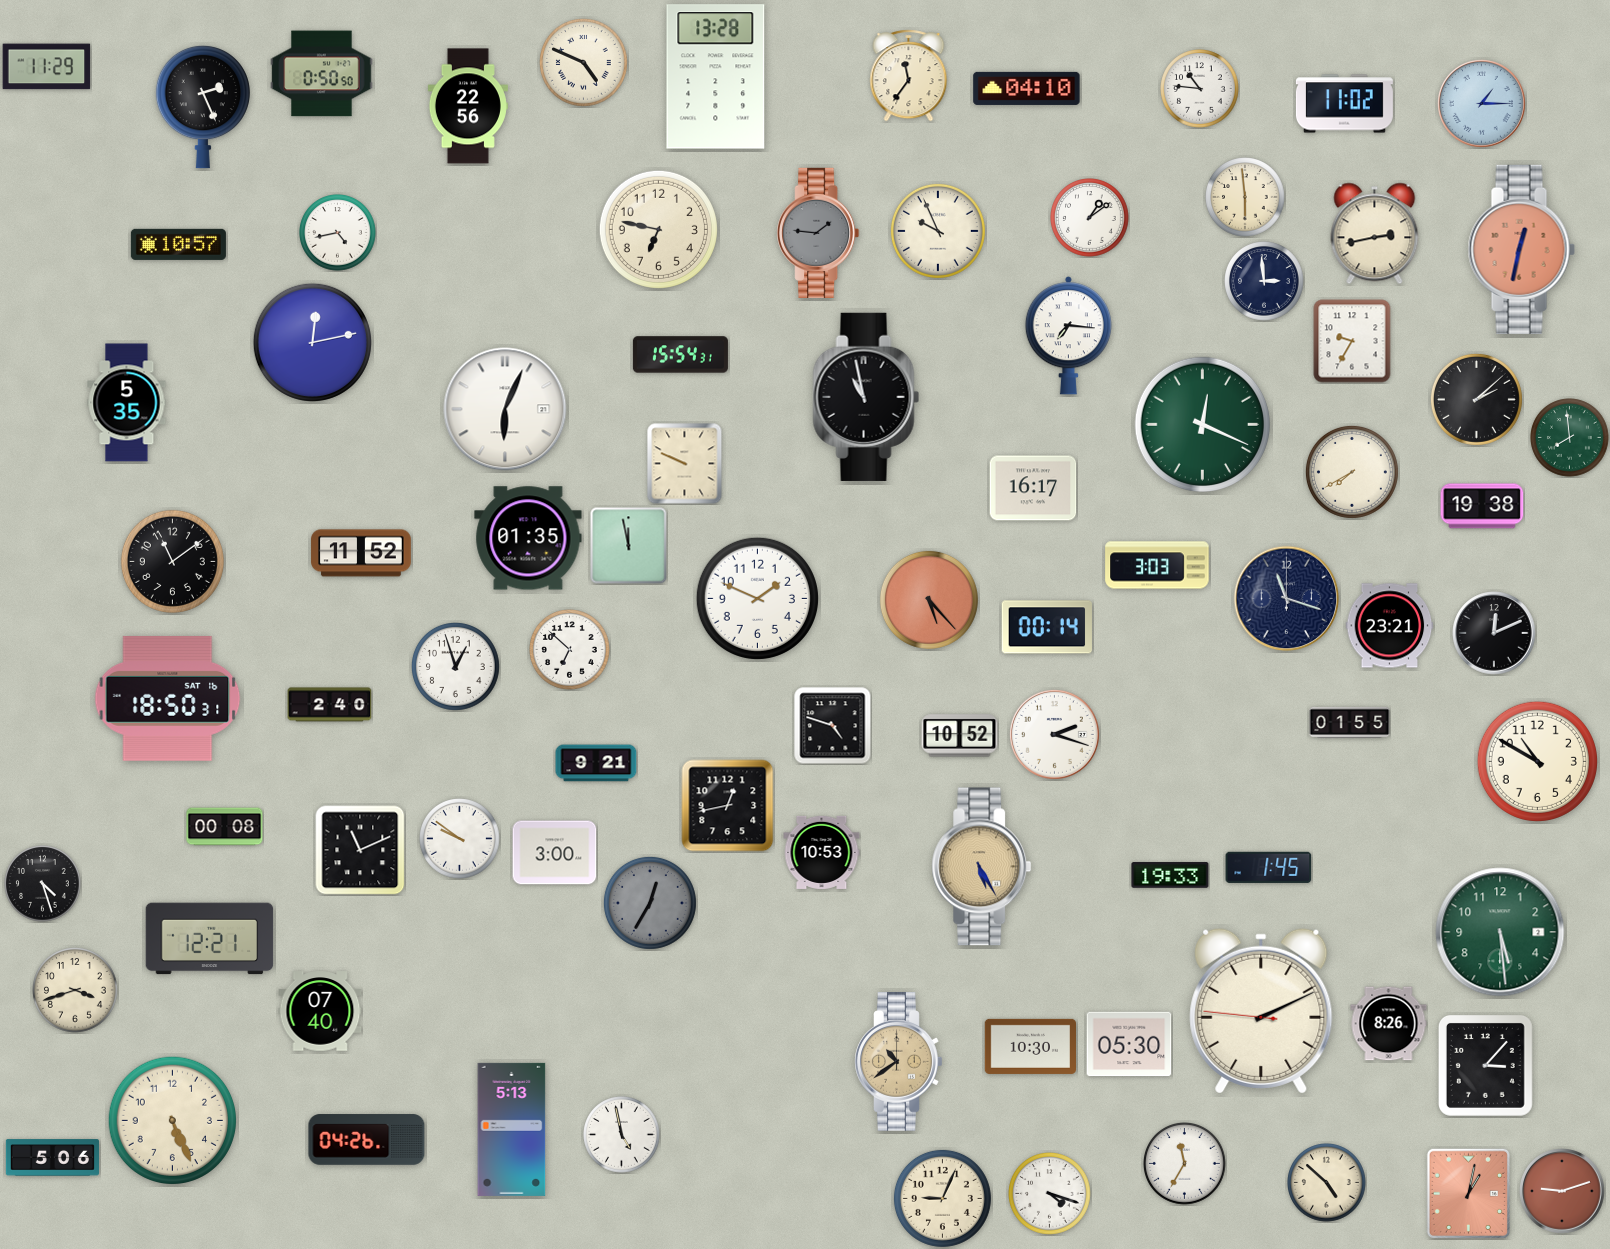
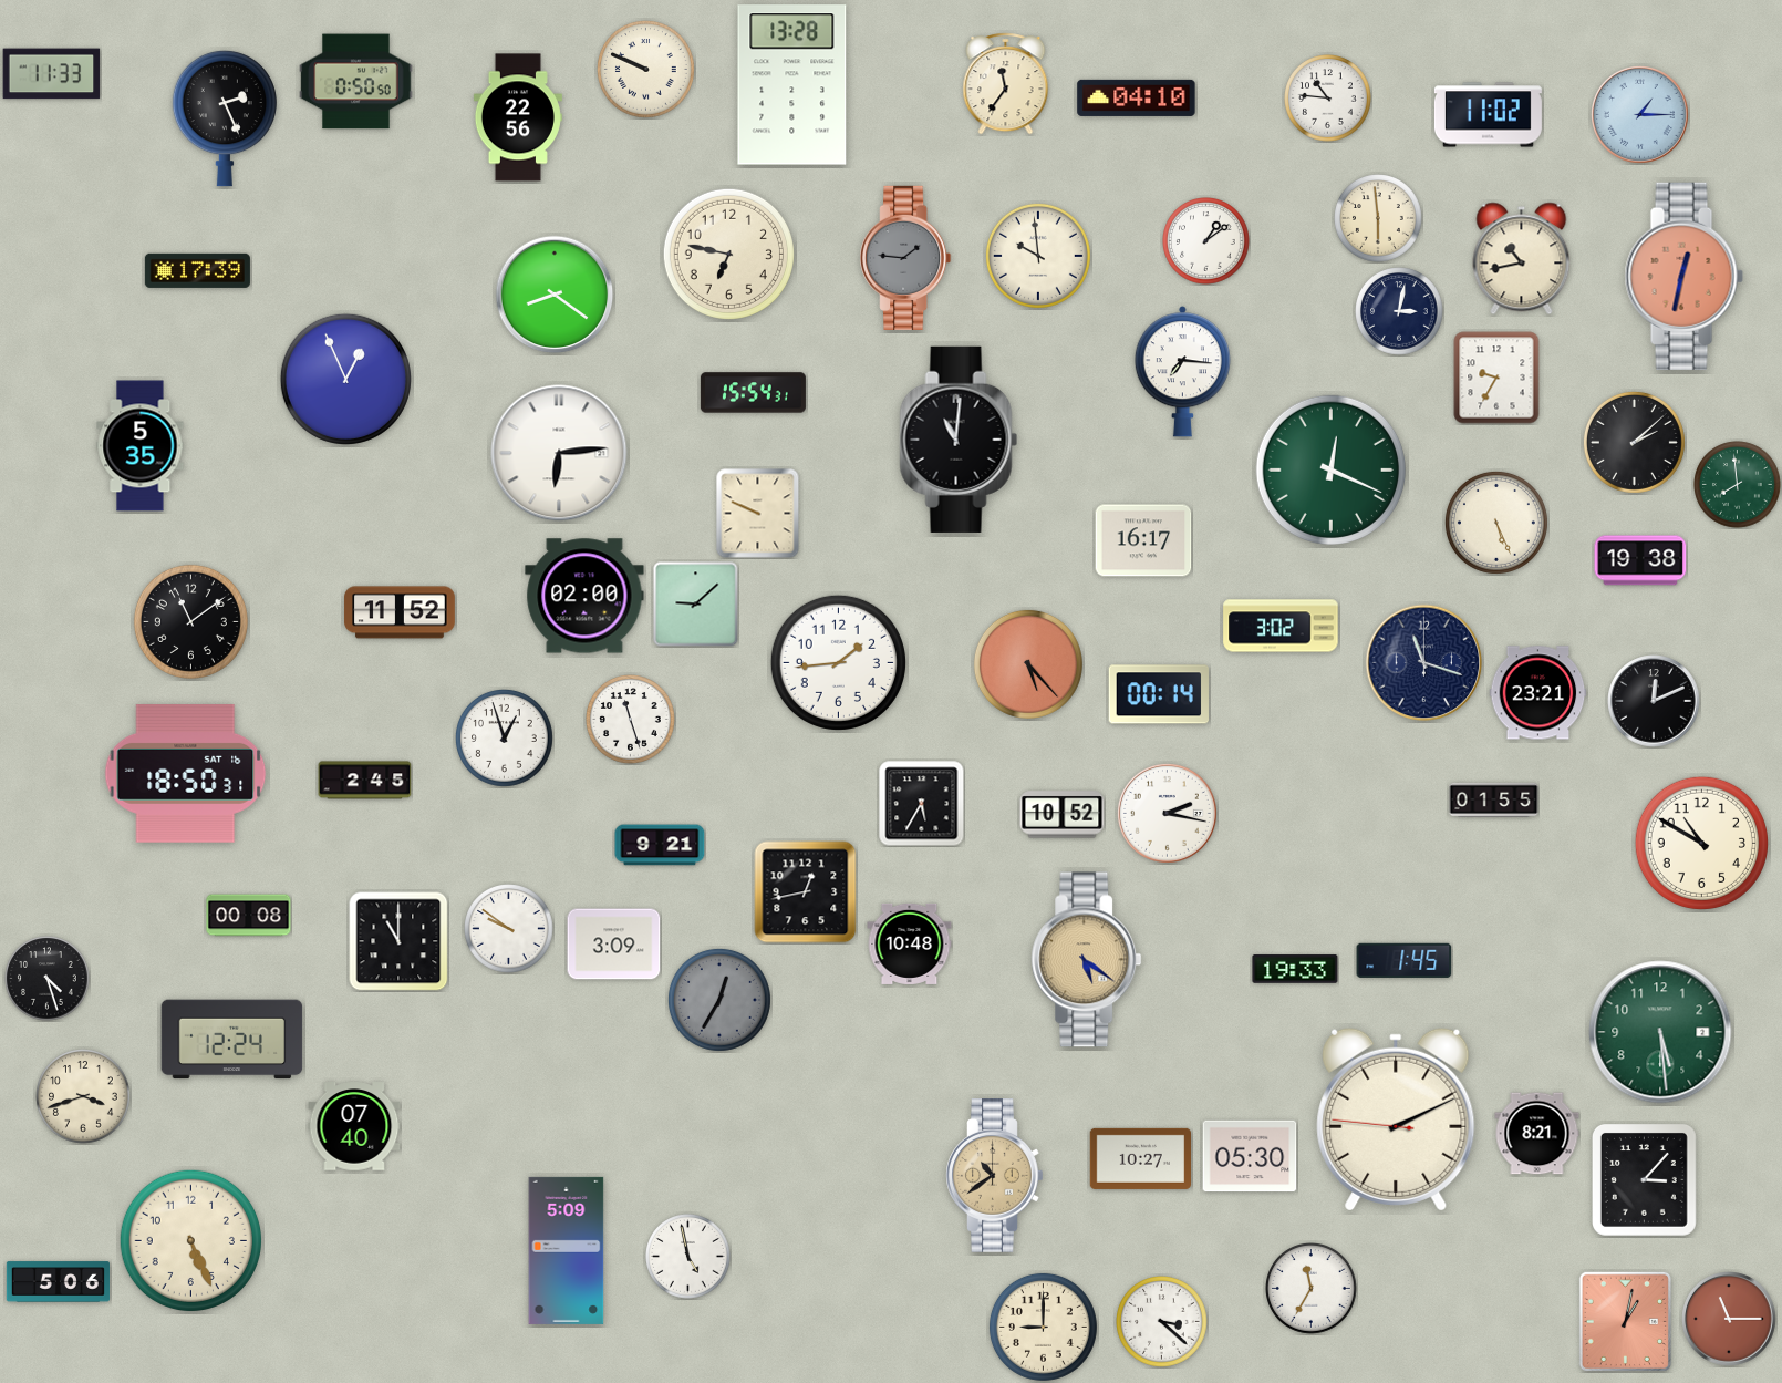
clock at (583, 62): 4:49 -> 9:49
clock at (47, 67): 11:29 -> 11:33
clock at (938, 231): 9:56 -> 9:59
clock at (338, 233): 4:43 -> none
clock at (1375, 234): 2:43 -> 10:43
clock at (178, 244): 10:57 -> 17:39
clock at (555, 295): none -> 8:21
clock at (1264, 281): 2:59 -> 3:02
clock at (312, 342): 12:13 -> 12:56
clock at (866, 397): 10:58 -> 11:01
clock at (505, 409): 6:04 -> 6:14
clock at (1352, 472): 7:40 -> 5:26
clock at (528, 538): 01:35 -> 02:00
clock at (629, 546): 11:58 -> 9:08
clock at (1157, 565): 3:03 -> 3:02
clock at (757, 598): 1:49 -> 1:44
clock at (570, 650): 6:52 -> 11:27
clock at (330, 705): 2:40 -> 2:45
clock at (833, 726): 4:48 -> 5:35
clock at (1054, 734): 2:18 -> 2:17
clock at (360, 850): 11:11 -> 11:00
clock at (822, 852): 10:53 -> 10:48
clock at (555, 853): 3:00 -> 3:09
clock at (982, 867): 5:25 -> 5:21
clock at (210, 939): 12:21 -> 12:24
clock at (320, 1011) position: (320, 1011) -> (354, 1126)
clock at (1389, 1024): 8:26 -> 8:21
clock at (1031, 1046): 10:30 -> 10:27
clock at (512, 1129): 5:13 -> 5:09
clock at (367, 1140): 04:26 -> none
clock at (1327, 1183): 4:52 -> none
clock at (1562, 1191): 9:12 -> 11:15
clock at (1050, 1194): 4:18 -> 3:22
clock at (942, 1198): 9:04 -> 9:00
